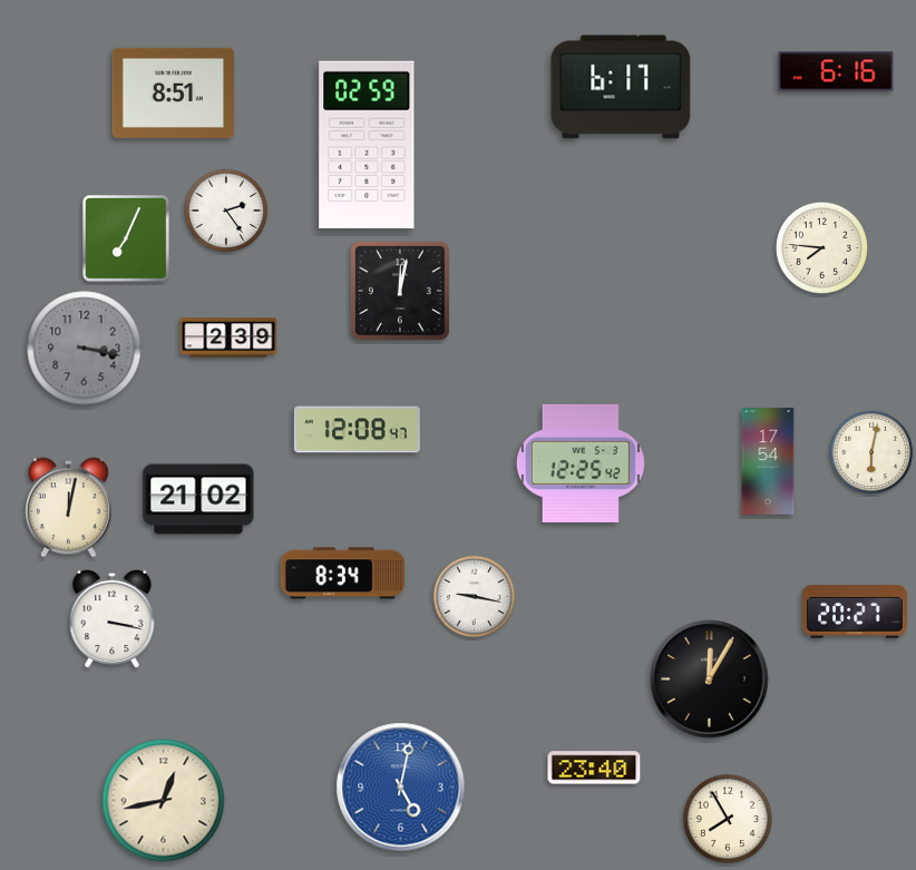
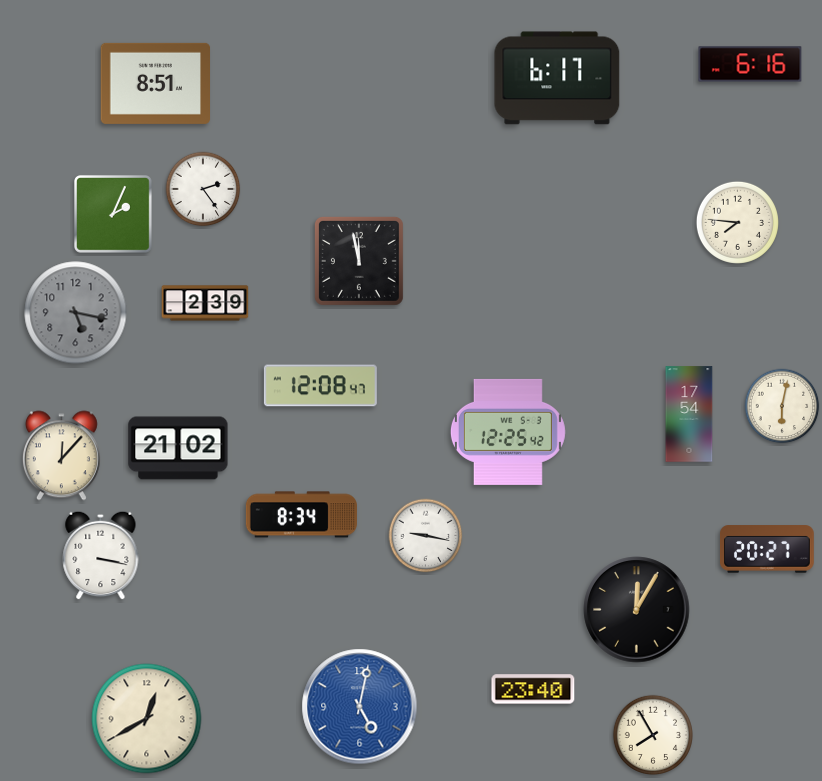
clock at (367, 145): 02:59 -> none
clock at (127, 240): 7:04 -> 2:04
clock at (400, 291): 12:02 -> 11:58
clock at (85, 349): 3:17 -> 5:17
clock at (581, 463) position: (581, 463) -> (508, 432)
clock at (68, 508): 12:02 -> 12:07
clock at (342, 574) position: (342, 574) -> (301, 515)
clock at (164, 801): 12:43 -> 12:40
